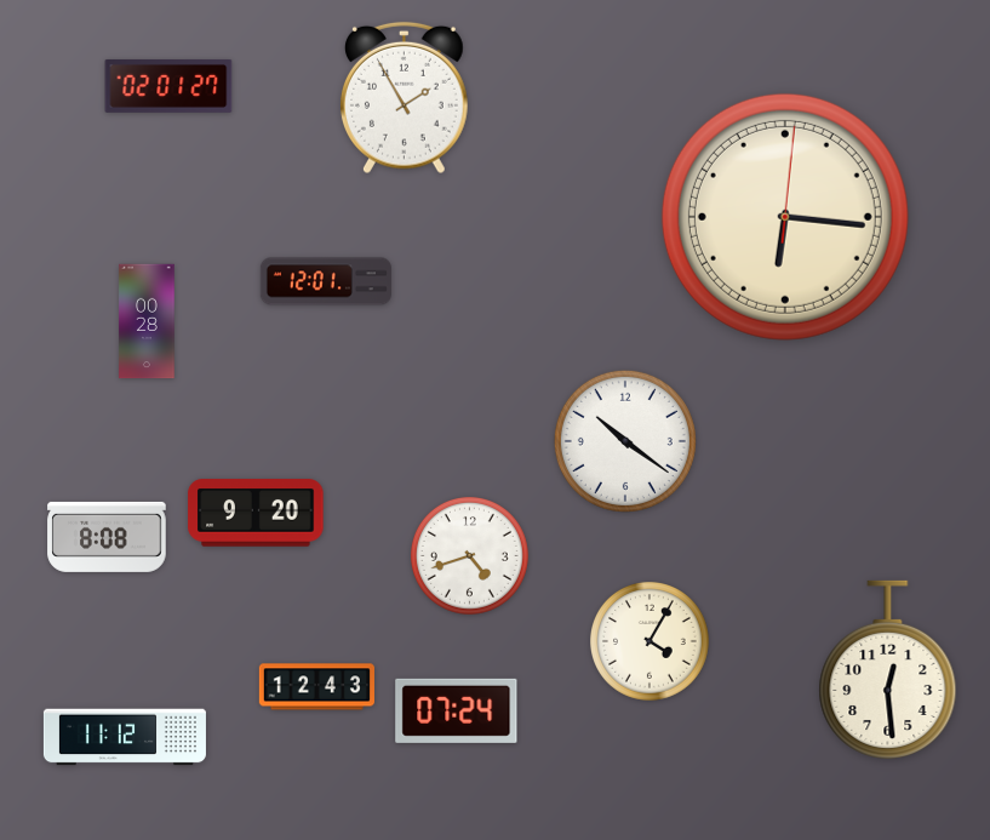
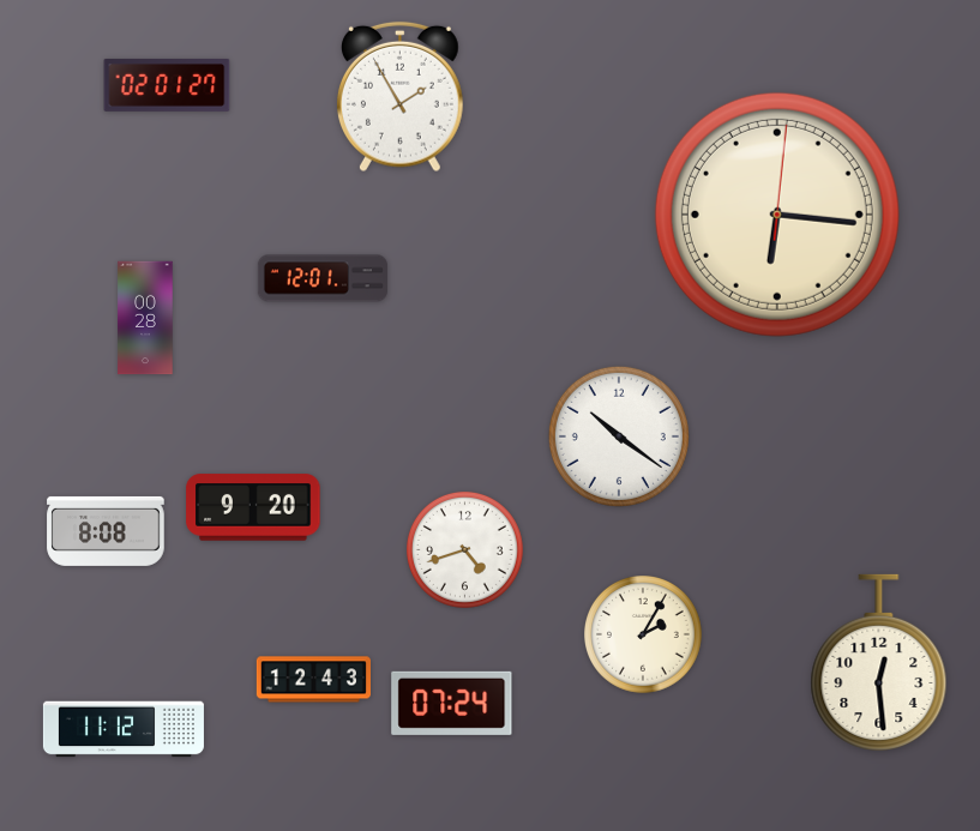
clock at (651, 642): 4:05 -> 2:05
